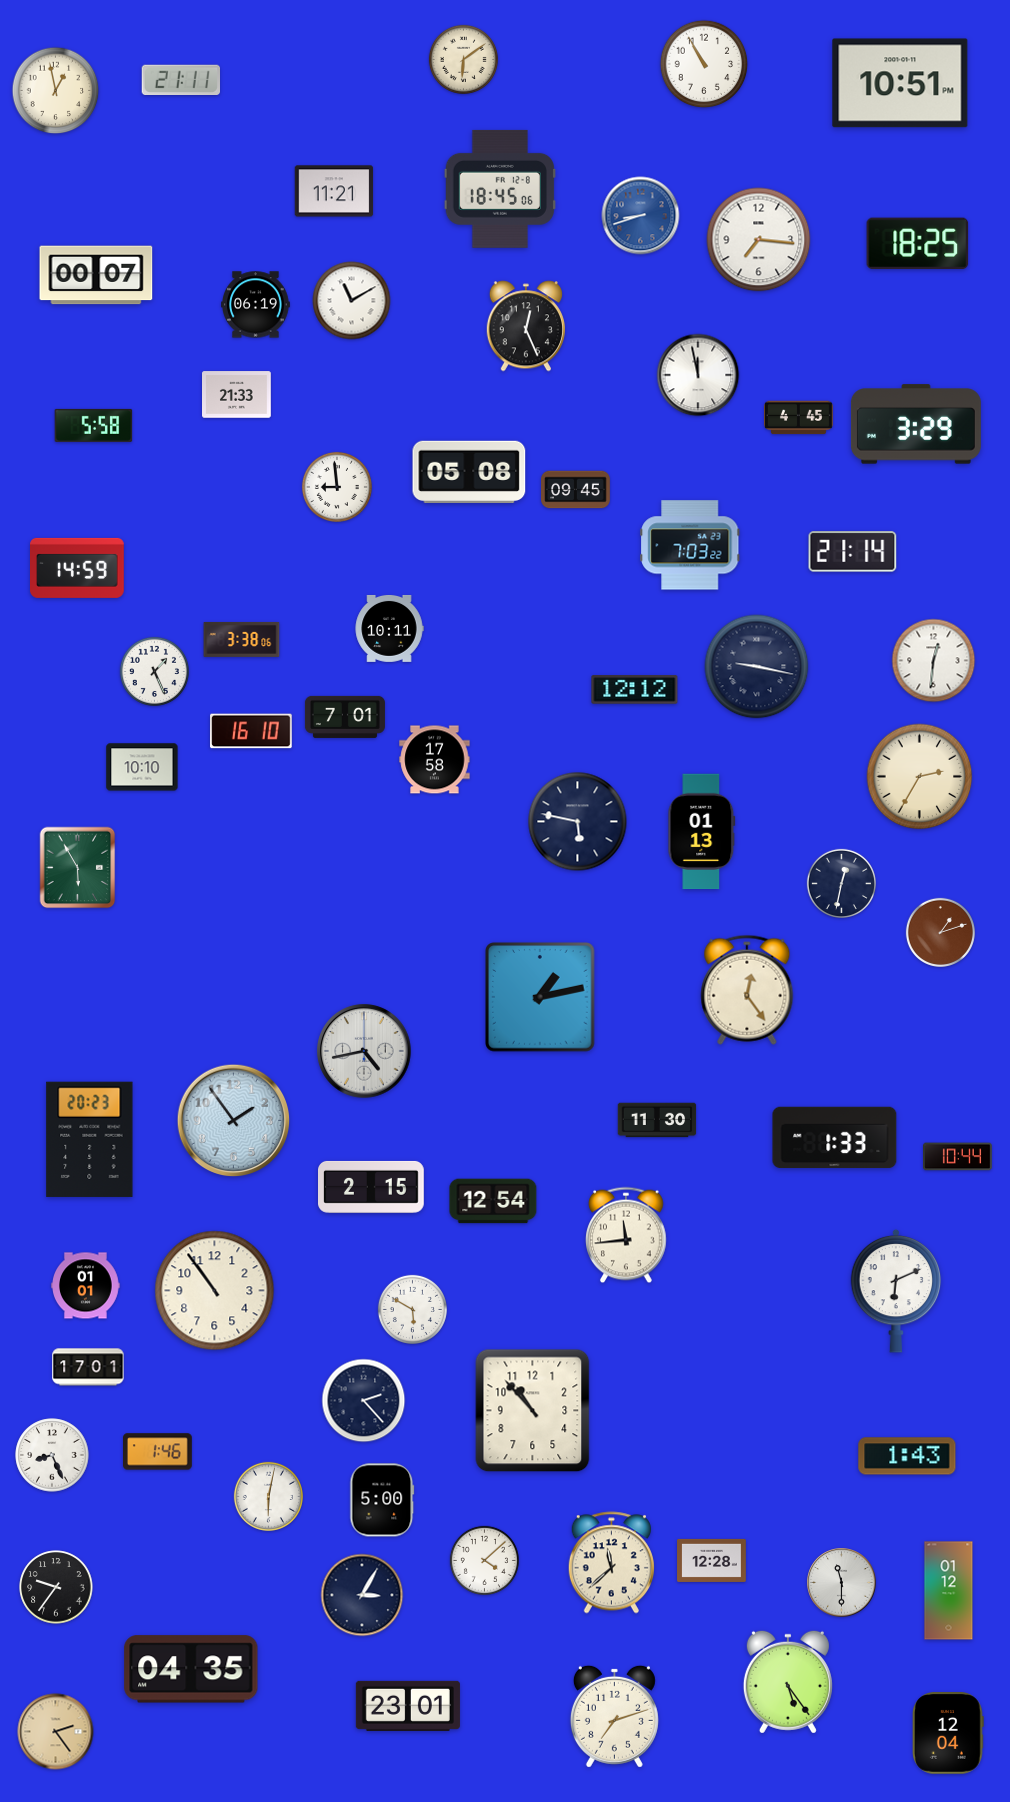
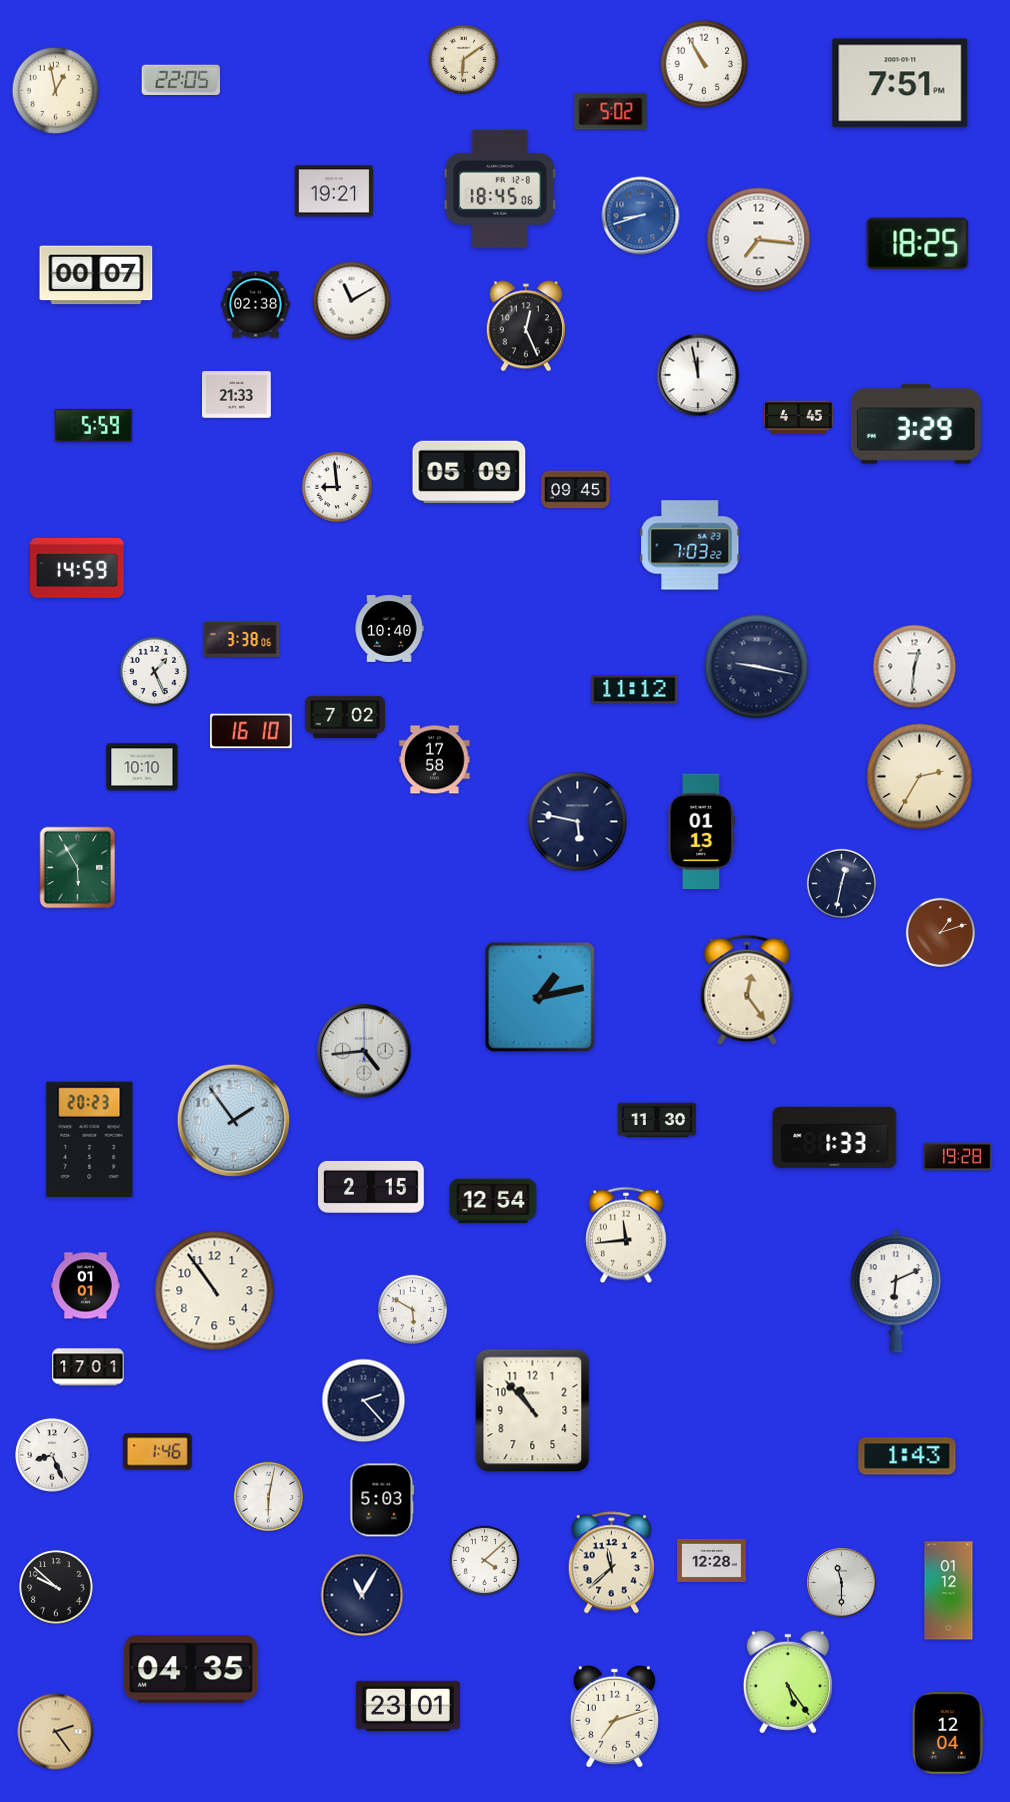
clock at (180, 80): 21:11 -> 22:05
clock at (900, 83): 10:51 -> 7:51
clock at (611, 112): none -> 5:02
clock at (334, 191): 11:21 -> 19:21
clock at (256, 305): 06:19 -> 02:38
clock at (94, 425): 5:58 -> 5:59
clock at (469, 471): 05:08 -> 05:09
clock at (853, 552): 21:14 -> none
clock at (389, 628): 10:11 -> 10:40
clock at (934, 661) position: (934, 661) -> (915, 667)
clock at (635, 690): 12:12 -> 11:12
clock at (345, 717): 7:01 -> 7:02
clock at (364, 1051): 4:43 -> 4:44
clock at (958, 1157): 10:44 -> 19:28
clock at (382, 1500): 5:00 -> 5:03
clock at (56, 1587): 9:36 -> 9:52
clock at (362, 1595): 3:05 -> 11:05
